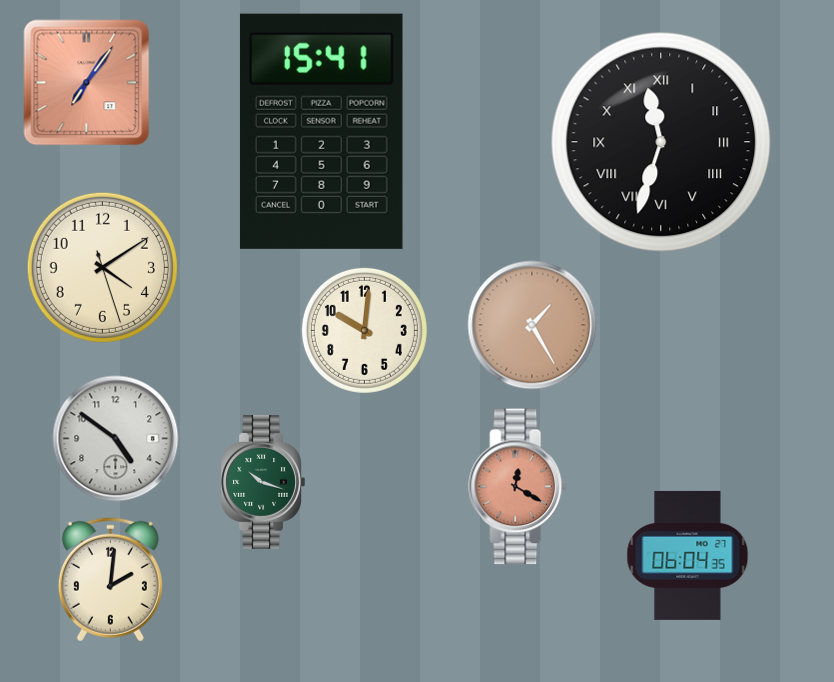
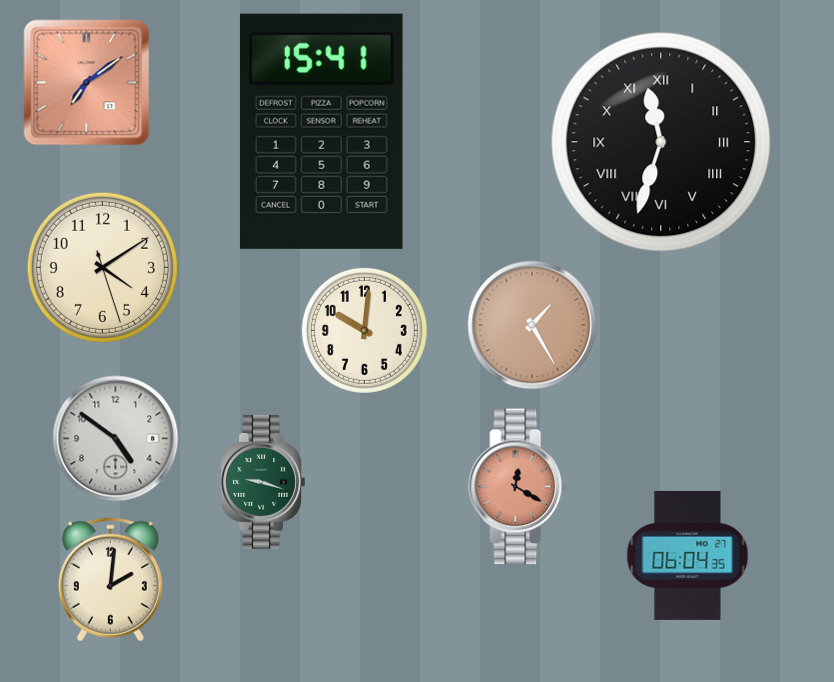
clock at (87, 83): 7:06 -> 7:09
clock at (263, 483): 10:18 -> 9:18
